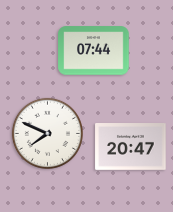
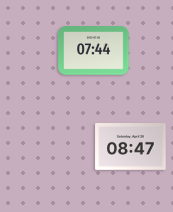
clock at (47, 133): 7:49 -> none
clock at (131, 147): 20:47 -> 08:47
